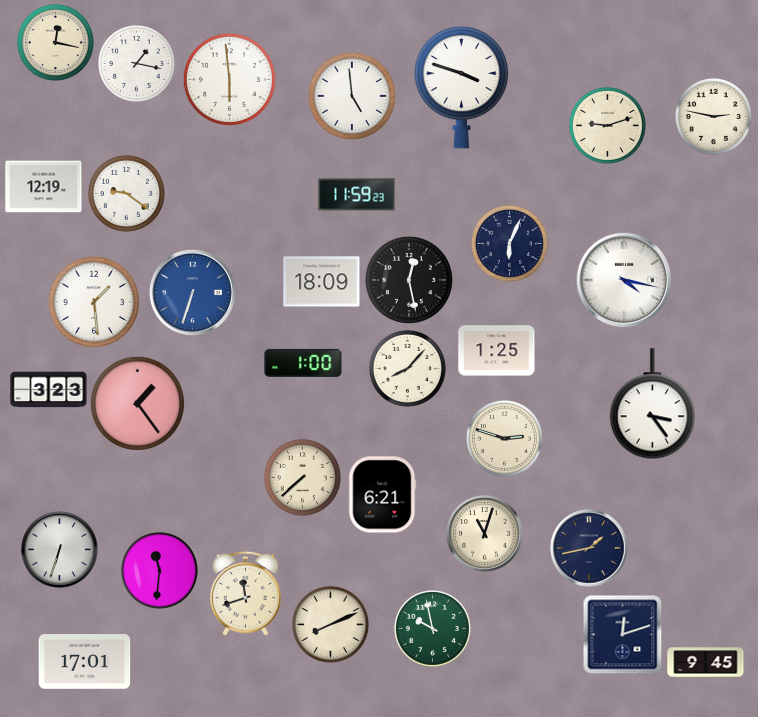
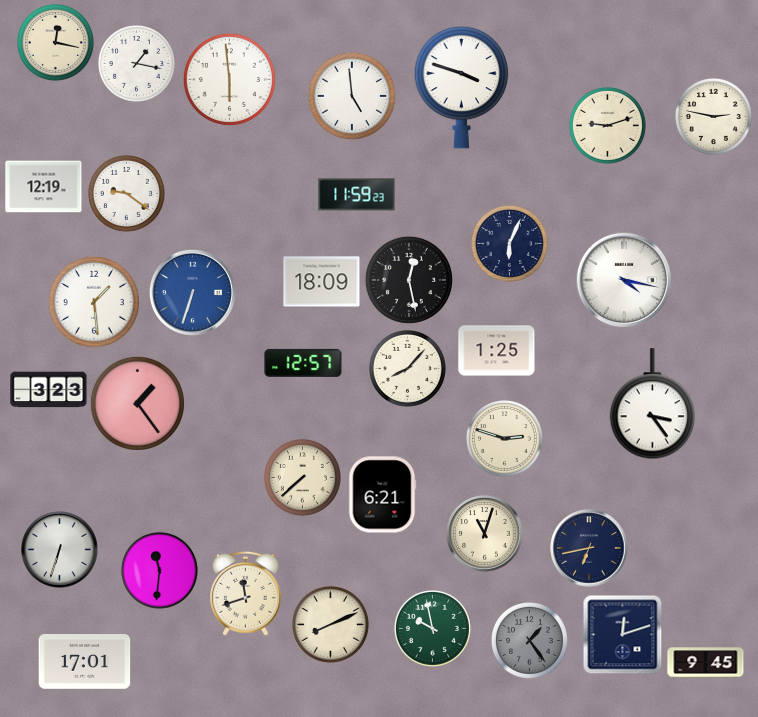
clock at (303, 363): 1:00 -> 12:57
clock at (589, 548): 1:43 -> 6:43
clock at (529, 640): none -> 1:24
